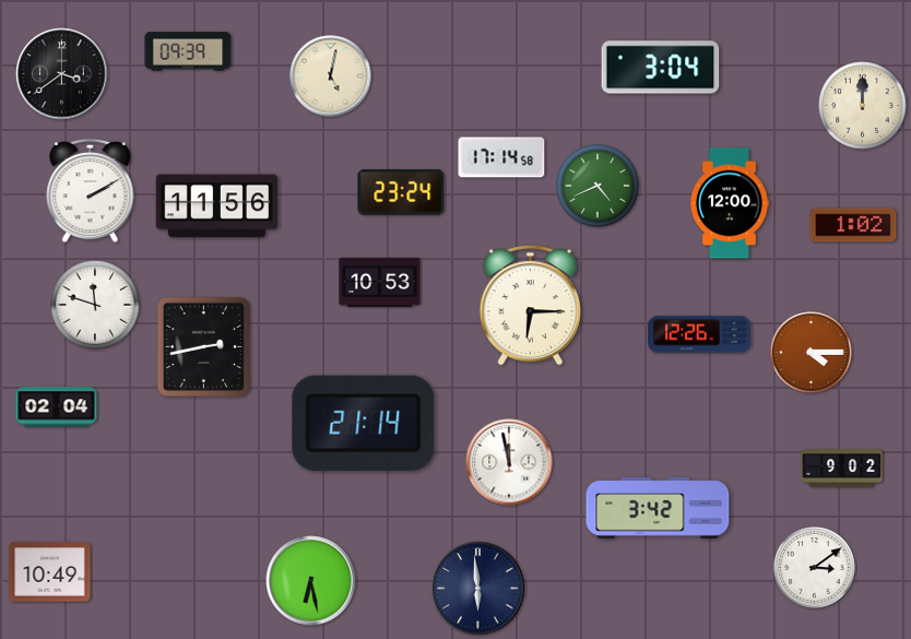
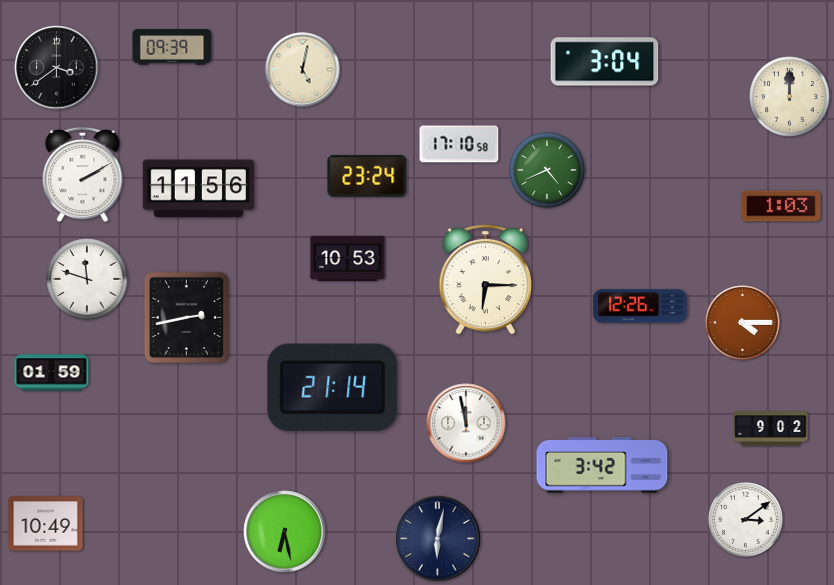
clock at (501, 157): 17:14 -> 17:10
clock at (730, 203): 12:00 -> none
clock at (853, 225): 1:02 -> 1:03
clock at (57, 407): 02:04 -> 01:59
clock at (478, 589): 5:59 -> 6:02
